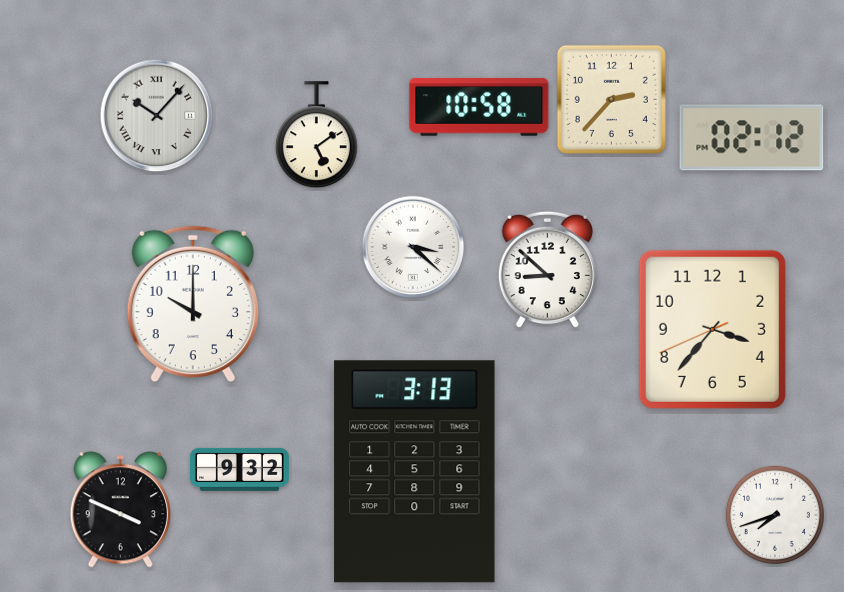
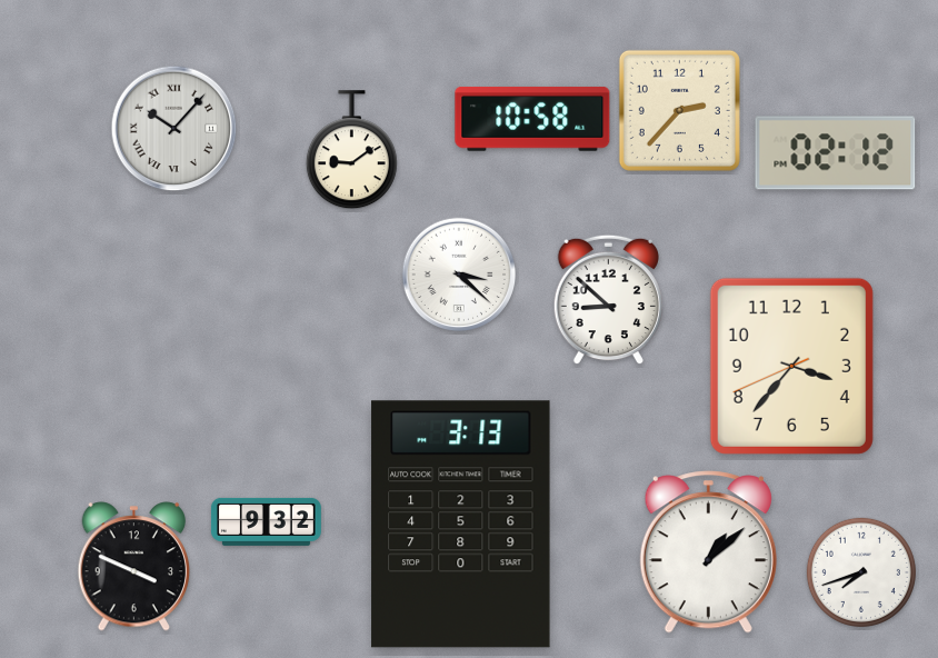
clock at (316, 135): 5:09 -> 9:09
clock at (193, 304): 10:00 -> none
clock at (708, 552): none -> 1:08
